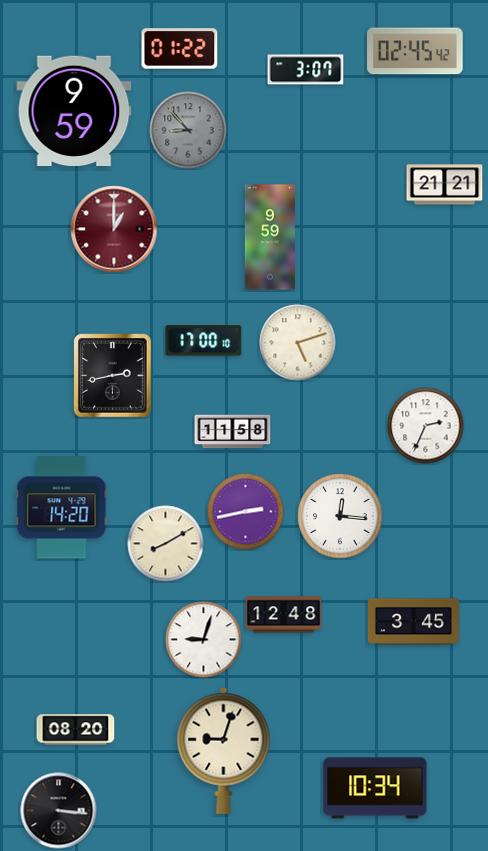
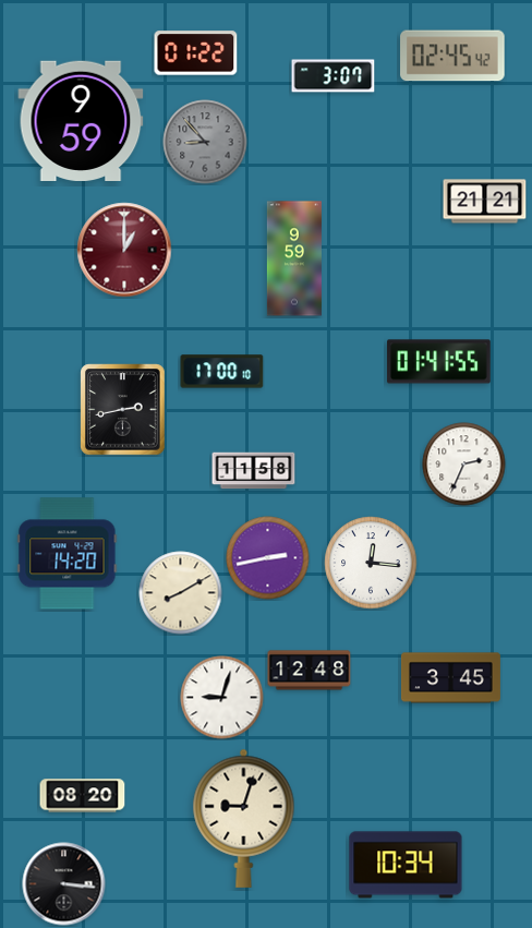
clock at (439, 362): none -> 01:41
clock at (298, 343): 5:12 -> none
clock at (375, 788) position: (375, 788) -> (406, 865)
